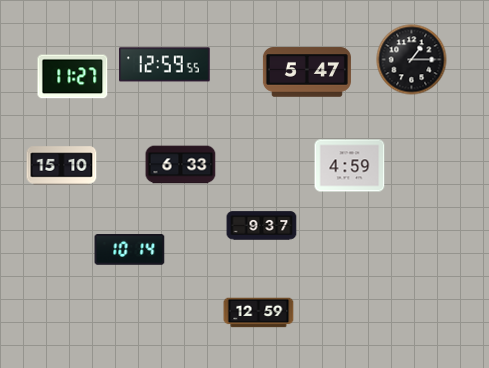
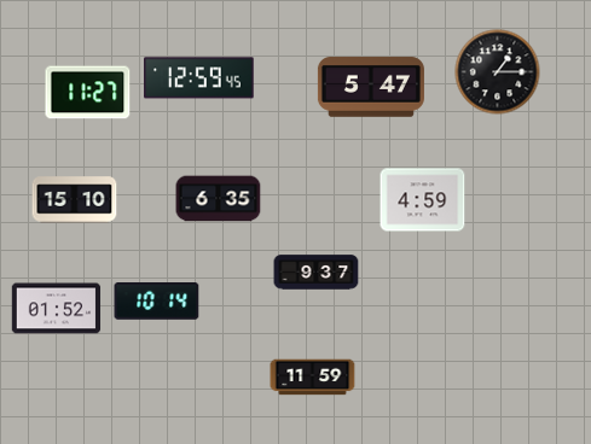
clock at (165, 65): 12:59:55 -> 12:59:45
clock at (181, 165): 6:33 -> 6:35
clock at (57, 309): none -> 01:52
clock at (259, 313): 12:59 -> 11:59
